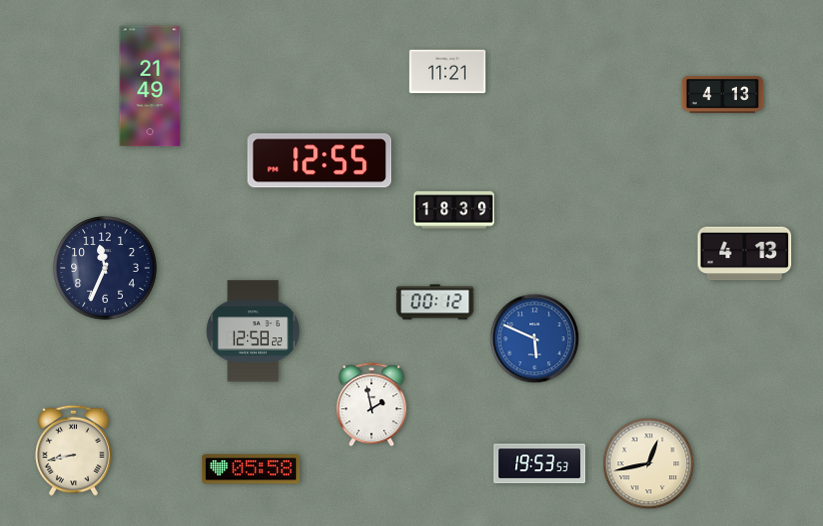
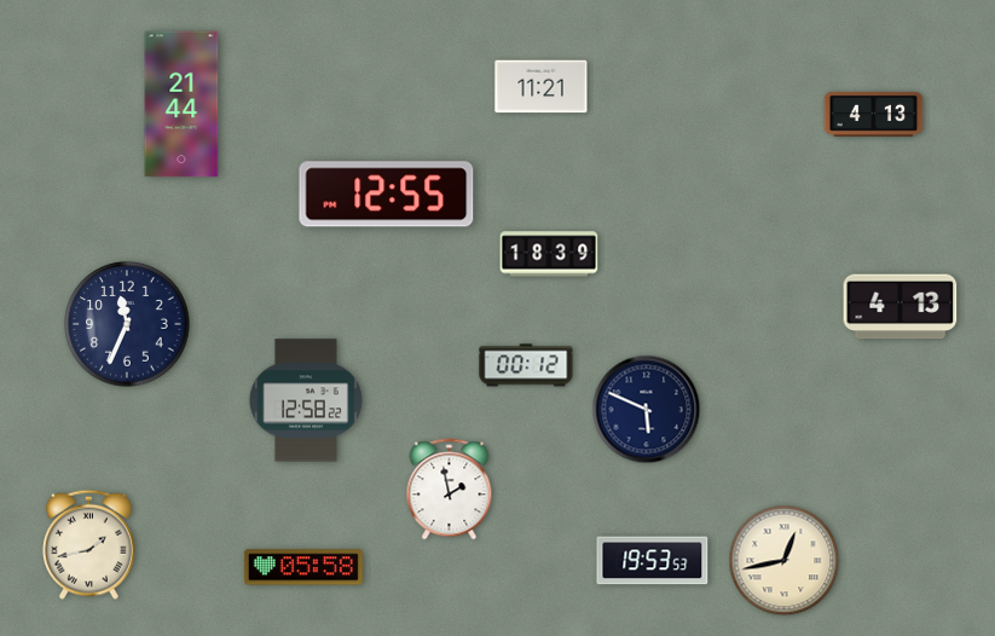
clock at (150, 86): 21:49 -> 21:44
clock at (535, 339) dial: blue -> navy
clock at (73, 450): 8:43 -> 1:43
